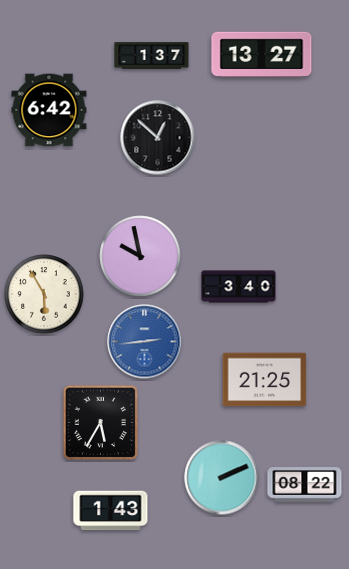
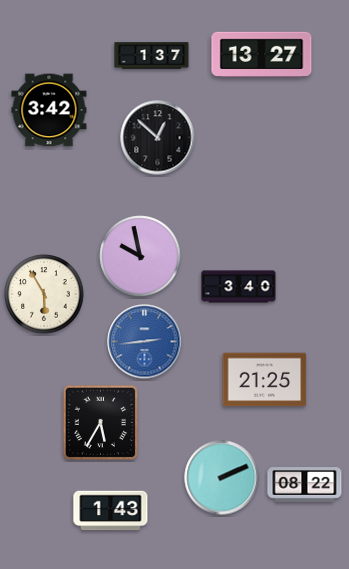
clock at (49, 110): 6:42 -> 3:42
